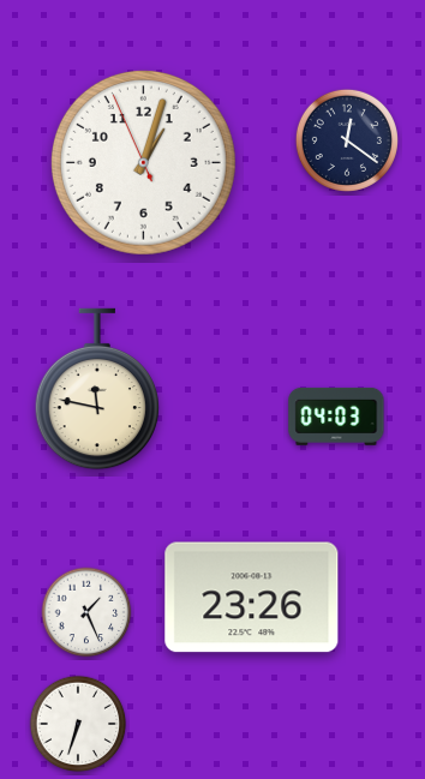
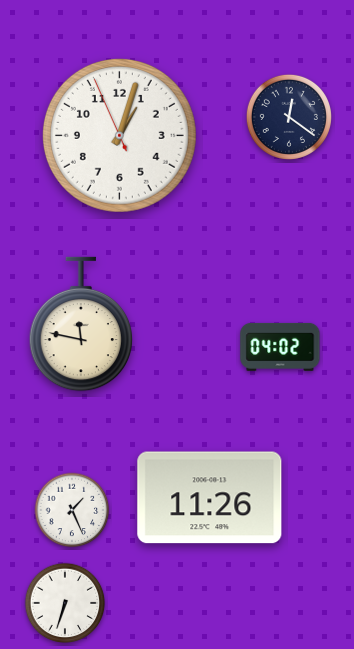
clock at (336, 417): 04:03 -> 04:02
clock at (252, 598): 23:26 -> 11:26
